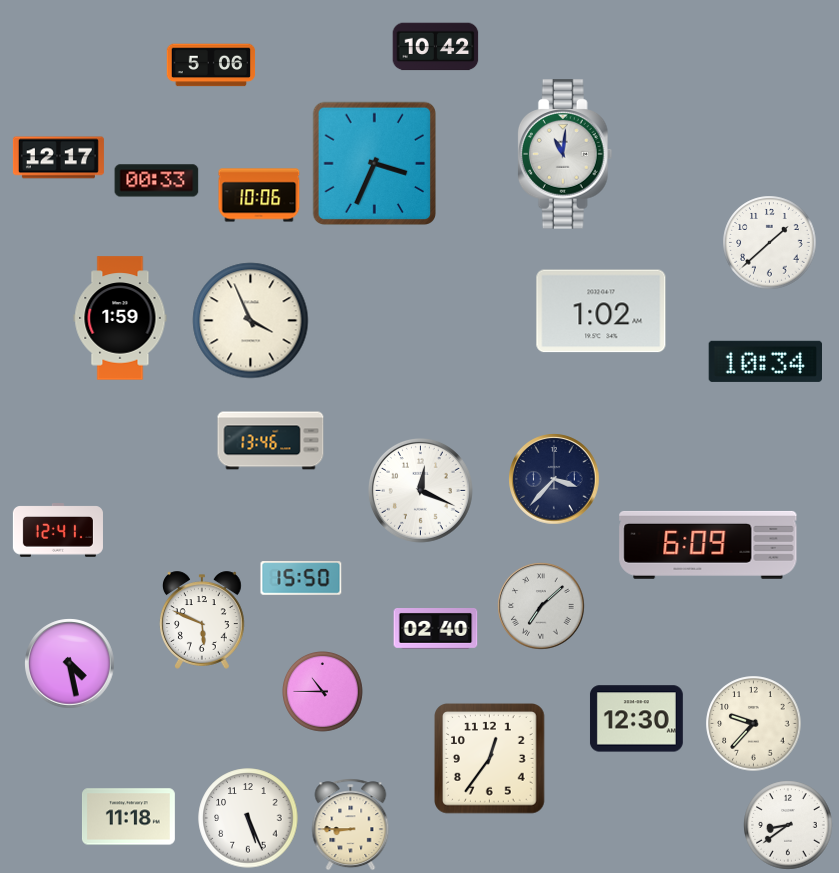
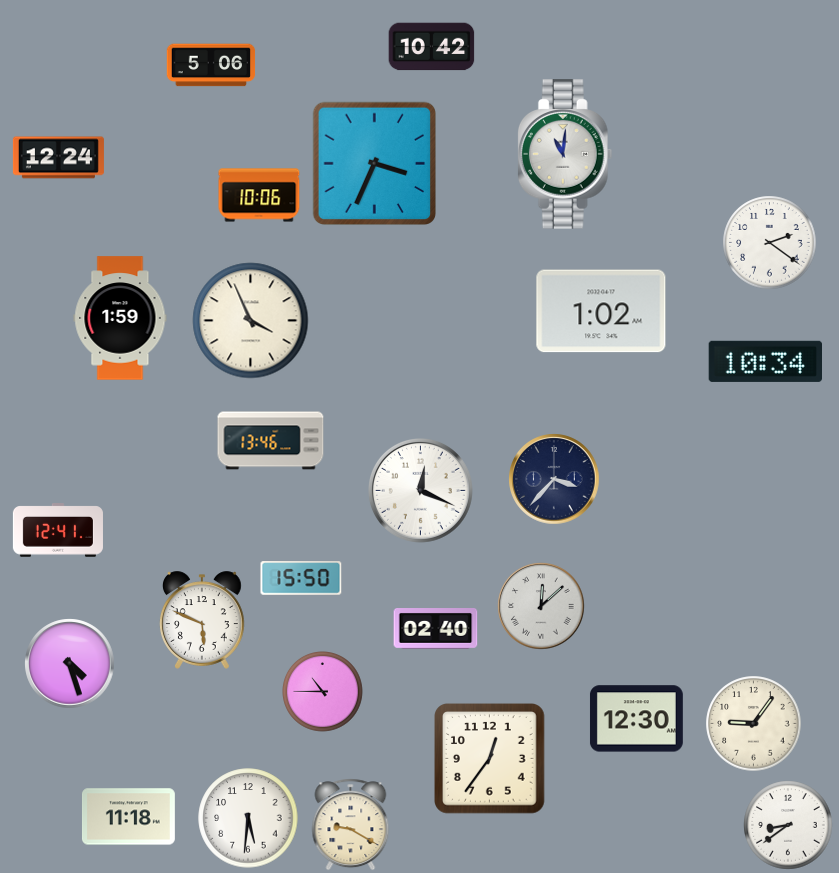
clock at (436, 47) position: (436, 47) -> (432, 47)
clock at (58, 158): 12:17 -> 12:24
clock at (157, 181): 00:33 -> none
clock at (770, 243): 1:38 -> 2:21
clock at (708, 545): 6:09 -> none
clock at (541, 606): 7:08 -> 12:08
clock at (70, 664): 4:28 -> 4:27
clock at (754, 724): 9:37 -> 9:06
clock at (248, 818): 5:26 -> 5:31
clock at (351, 825): 8:45 -> 9:20
